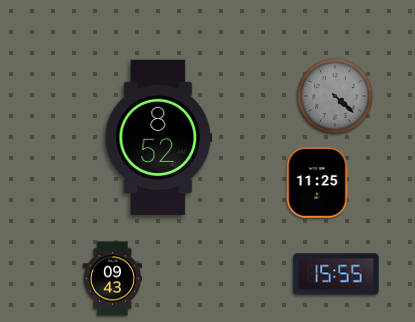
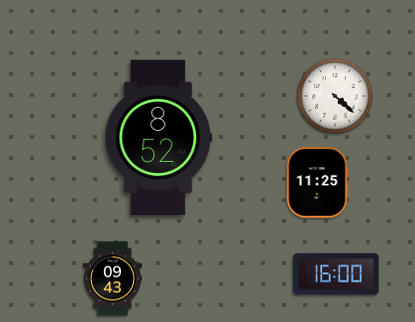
clock at (335, 96) dial: grey -> white
clock at (336, 274): 15:55 -> 16:00
